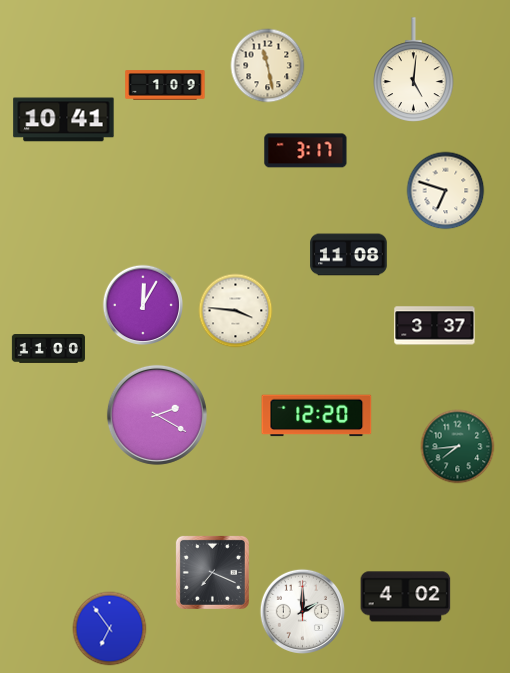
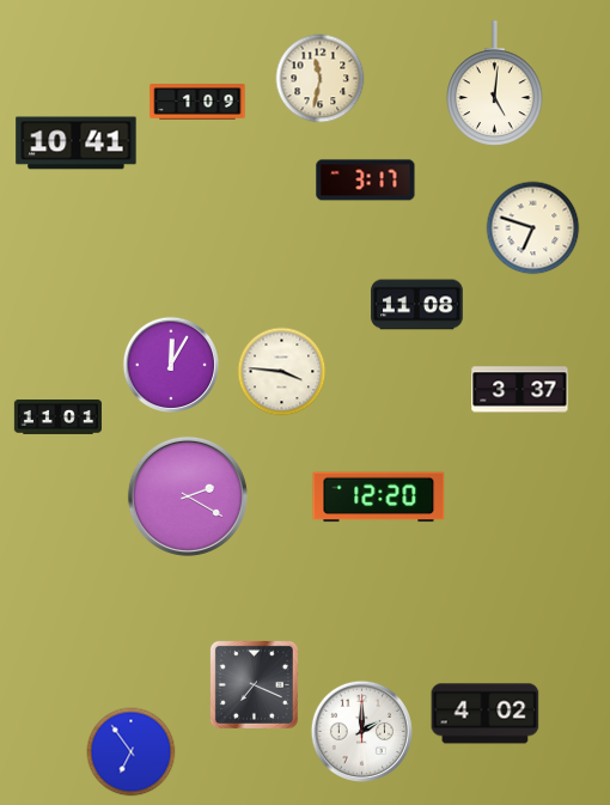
clock at (268, 66): 11:28 -> 11:32
clock at (48, 349): 11:00 -> 11:01
clock at (458, 447): 7:44 -> none
